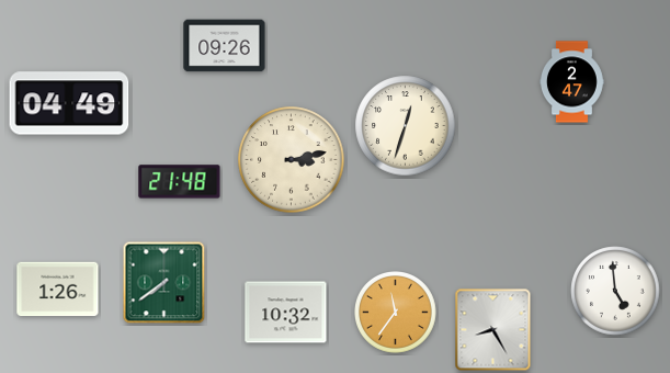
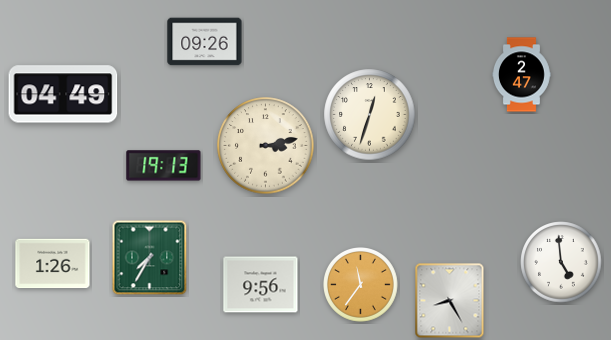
clock at (180, 182): 21:48 -> 19:13
clock at (164, 283): 7:39 -> 7:35
clock at (615, 291) position: (615, 291) -> (561, 262)
clock at (286, 313): 10:32 -> 9:56
